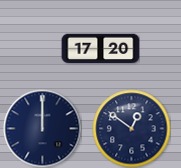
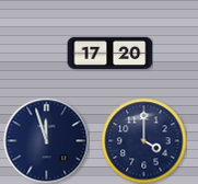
clock at (42, 128): 12:00 -> 11:57
clock at (131, 128): 12:51 -> 4:00
